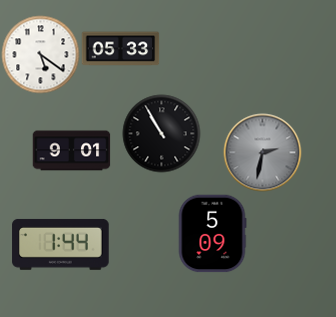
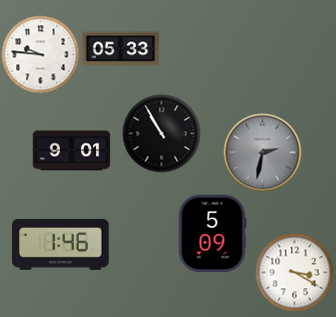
clock at (40, 54): 5:21 -> 9:46
clock at (61, 244): 1:44 -> 1:46
clock at (294, 272): none -> 3:20
